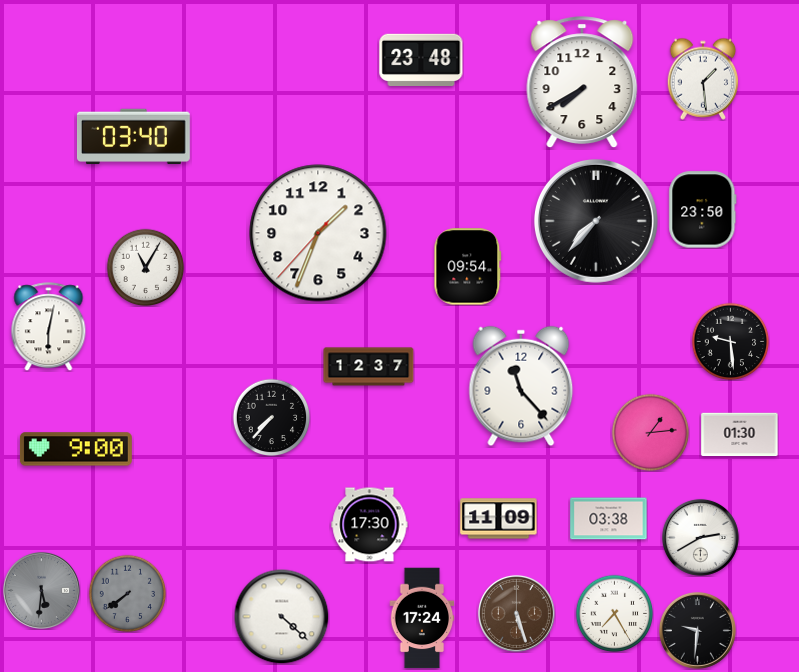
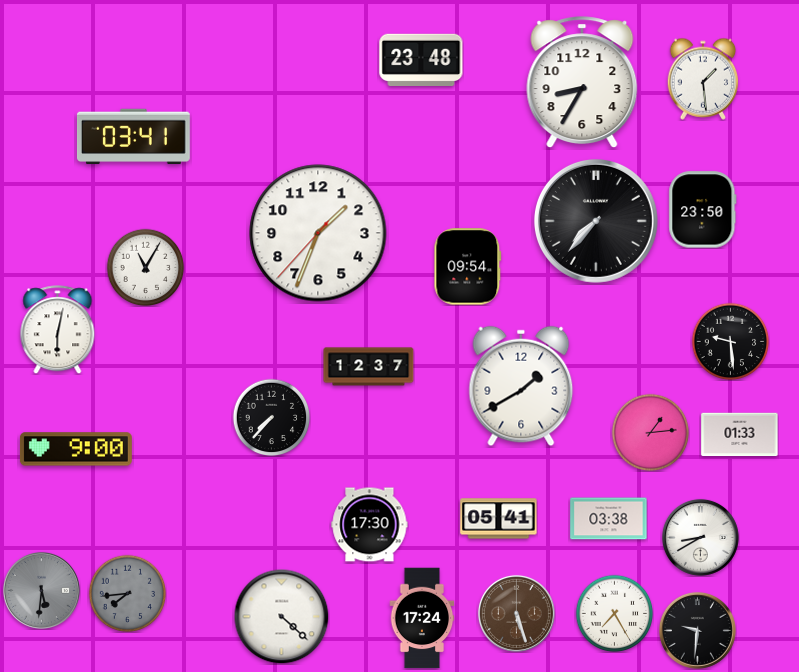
clock at (582, 82): 7:40 -> 8:35
clock at (133, 137): 03:40 -> 03:41
clock at (49, 327) position: (49, 327) -> (58, 330)
clock at (521, 386): 11:23 -> 1:40
clock at (740, 435): 01:30 -> 01:33
clock at (499, 519): 11:09 -> 05:41
clock at (700, 537): 2:40 -> 8:40
clock at (127, 593): 7:39 -> 7:44
